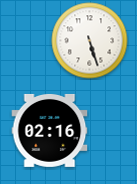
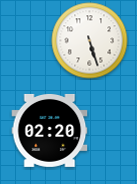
clock at (50, 130): 02:16 -> 02:20
